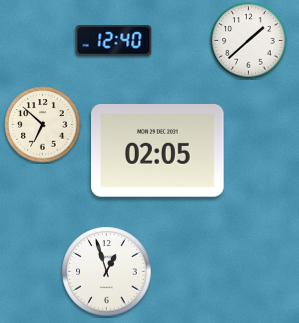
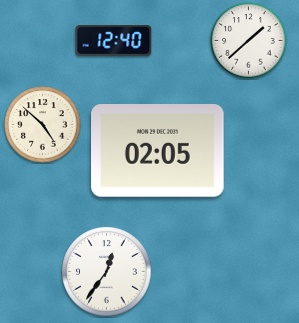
clock at (43, 125): 6:52 -> 4:52
clock at (107, 272): 12:57 -> 12:36
